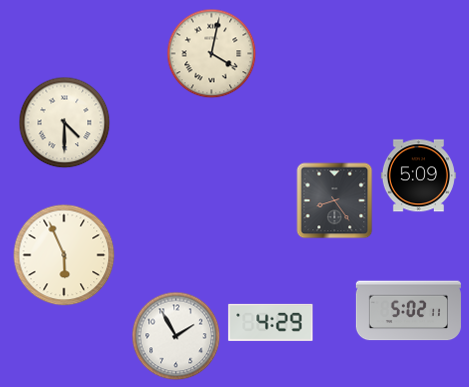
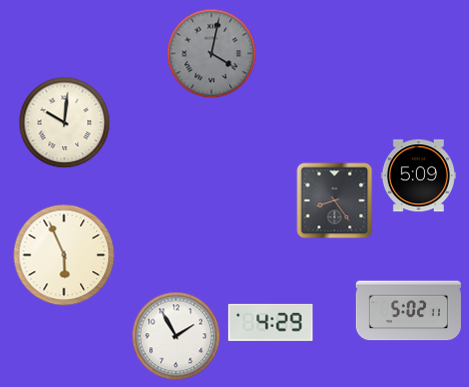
clock at (212, 54) dial: cream -> grey
clock at (65, 123): 4:30 -> 10:01
